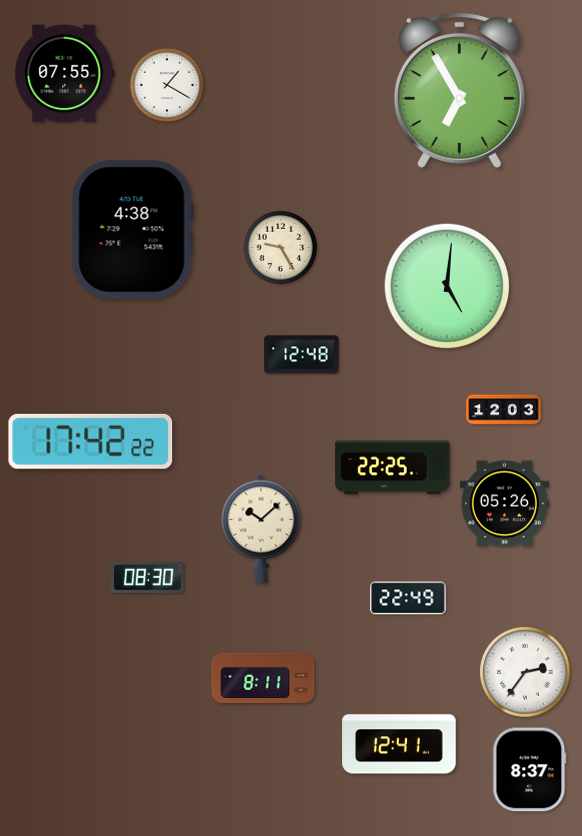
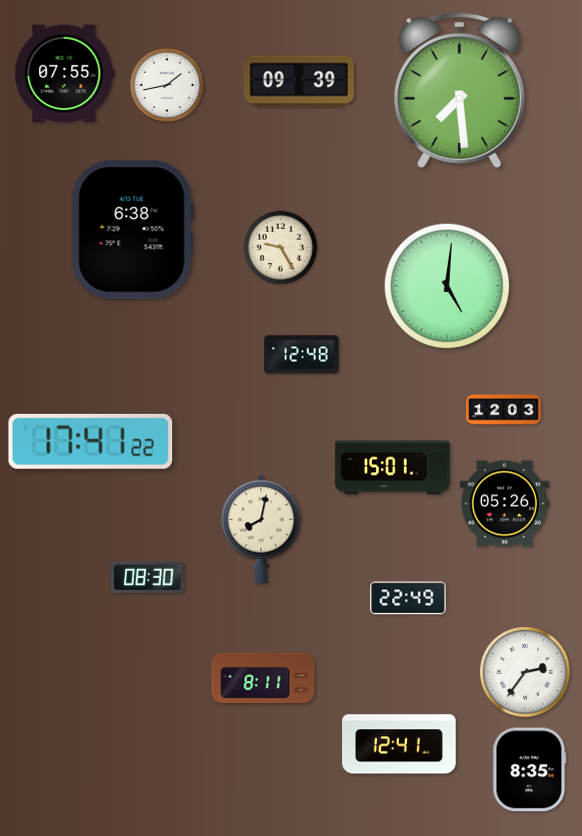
clock at (299, 81): none -> 09:39
clock at (167, 85): 1:20 -> 1:43
clock at (459, 91): 6:55 -> 7:29
clock at (132, 230): 4:38 -> 6:38
clock at (91, 441): 17:42 -> 17:41
clock at (393, 468): 22:25 -> 15:01
clock at (261, 528): 10:08 -> 8:02
clock at (530, 770): 8:37 -> 8:35
